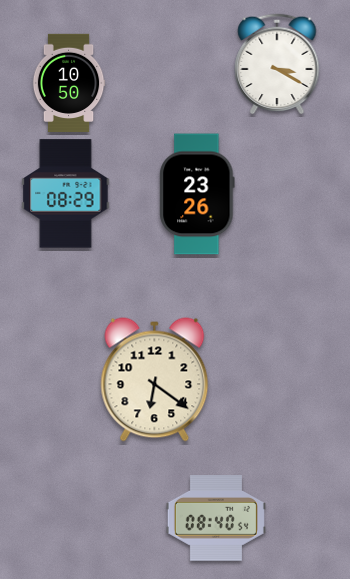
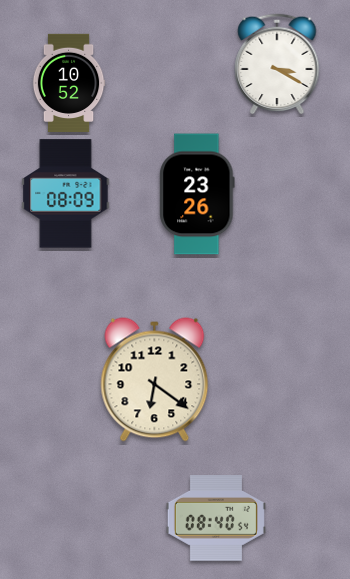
clock at (69, 83): 10:50 -> 10:52
clock at (66, 194): 08:29 -> 08:09
